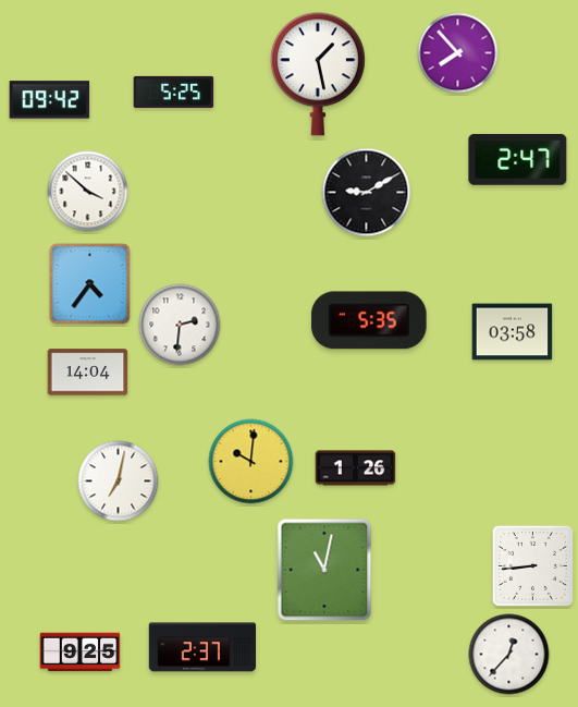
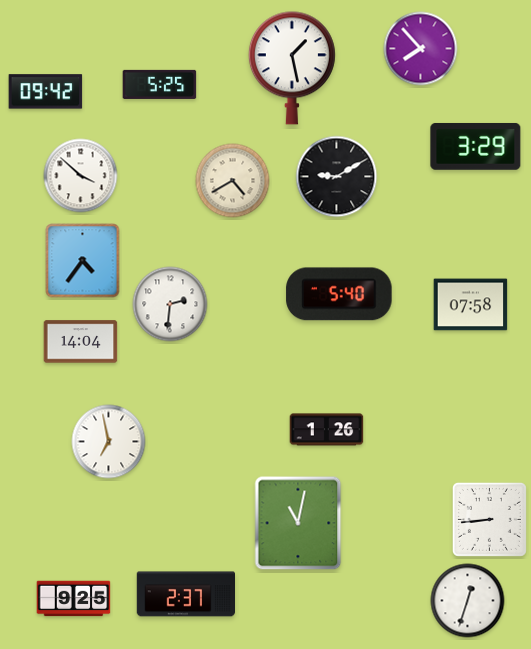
clock at (518, 159): 2:47 -> 3:29
clock at (233, 181): none -> 4:40
clock at (369, 320): 5:35 -> 5:40
clock at (180, 325) position: (180, 325) -> (170, 304)
clock at (513, 332): 03:58 -> 07:58
clock at (251, 462): 10:01 -> none
clock at (119, 482): 7:02 -> 6:58
clock at (509, 655): 12:37 -> 12:33
